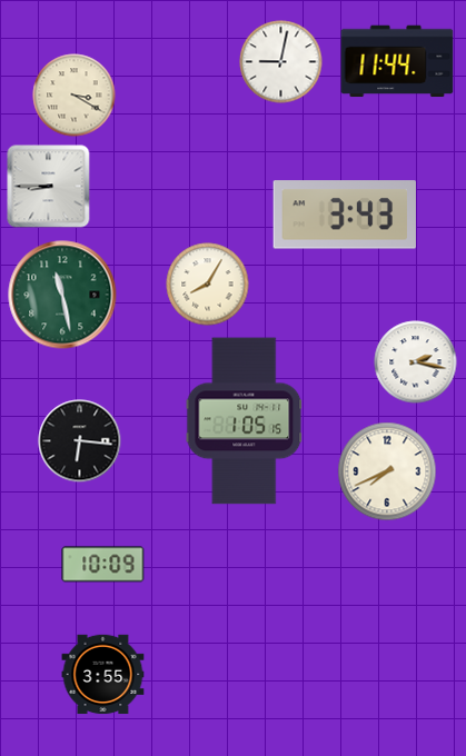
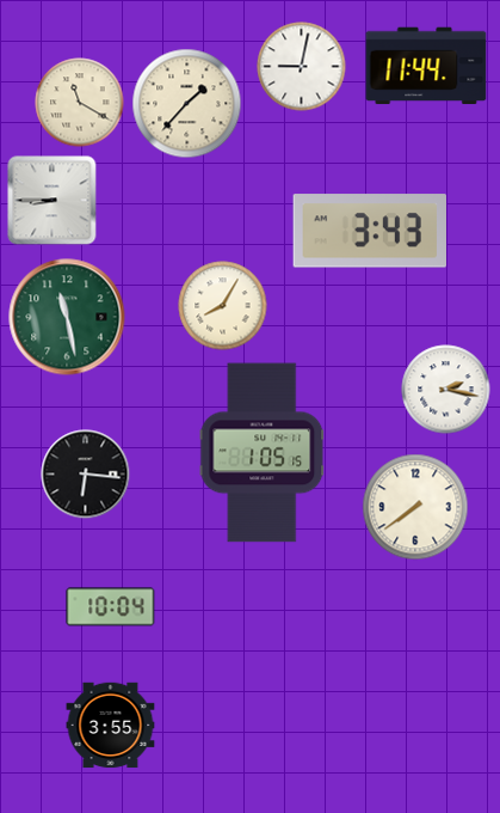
clock at (75, 96): 3:20 -> 11:20
clock at (187, 104): none -> 1:37
clock at (387, 471): 7:41 -> 7:39
clock at (103, 565): 10:09 -> 10:04
